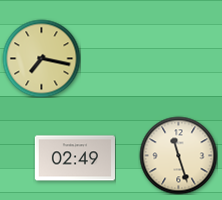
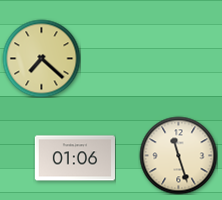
clock at (41, 58): 7:17 -> 7:22
clock at (75, 158): 02:49 -> 01:06
